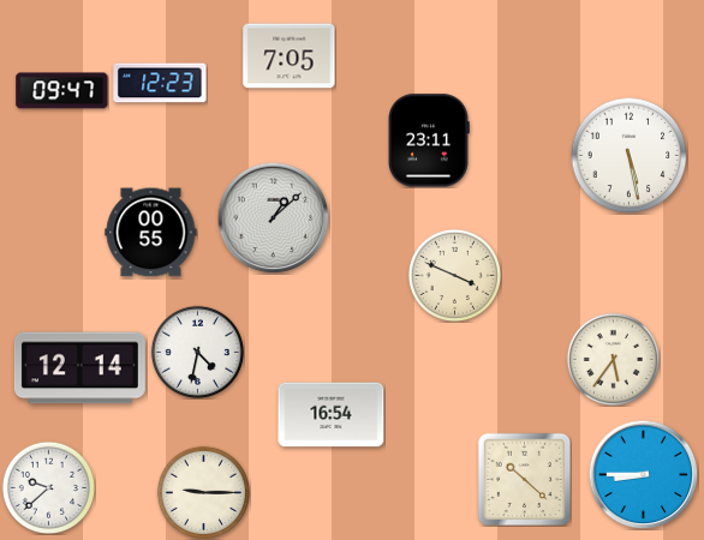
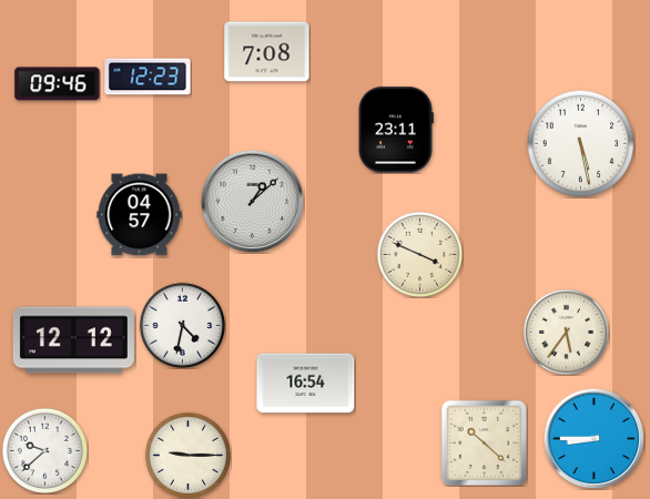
clock at (290, 56): 7:05 -> 7:08
clock at (62, 91): 09:47 -> 09:46
clock at (151, 233): 00:55 -> 04:57
clock at (79, 368): 12:14 -> 12:12
